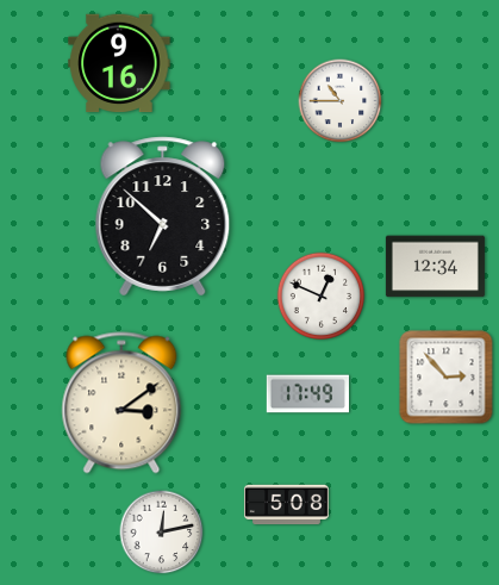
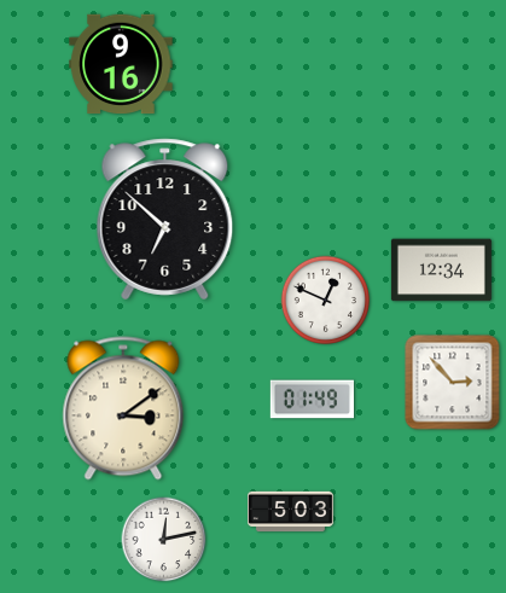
clock at (341, 101): 10:45 -> none
clock at (307, 394): 17:49 -> 01:49
clock at (287, 505): 5:08 -> 5:03
